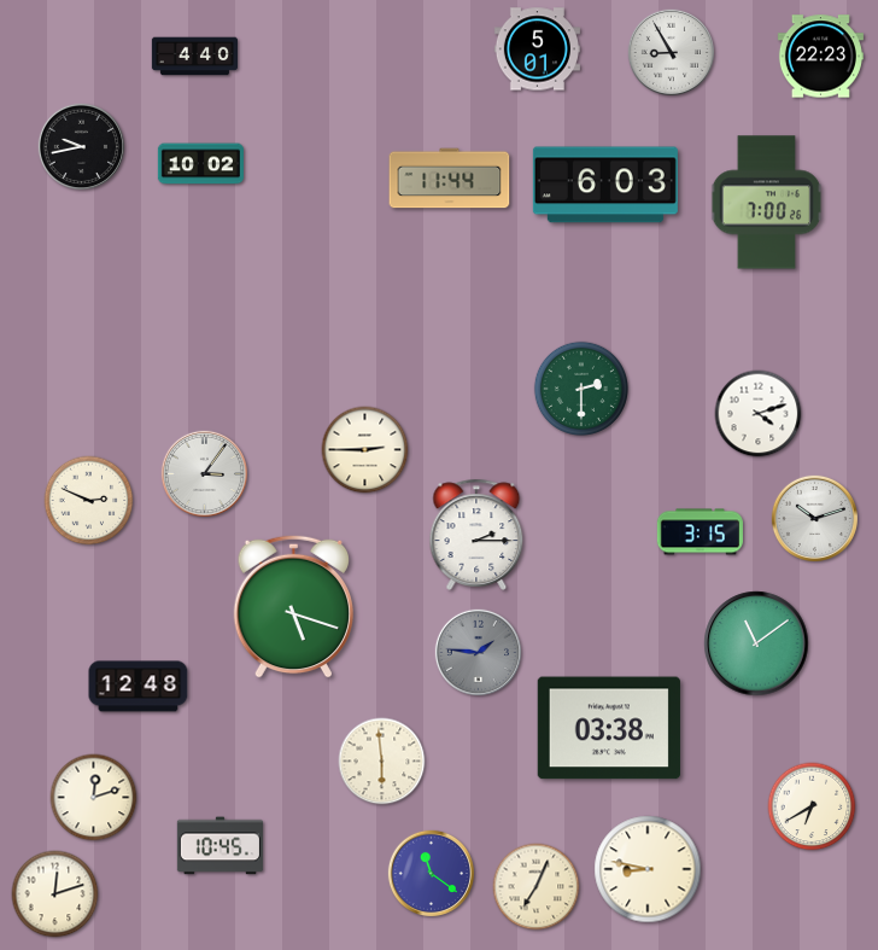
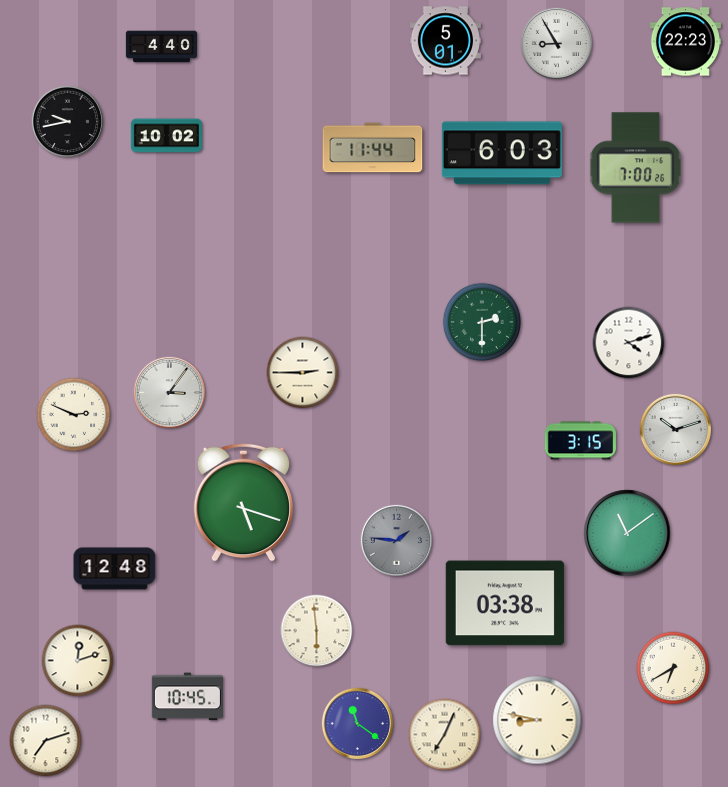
clock at (820, 57) position: (820, 57) -> (685, 42)
clock at (476, 535): 2:15 -> none
clock at (219, 846) position: (219, 846) -> (187, 697)
clock at (55, 894): 12:12 -> 7:12
